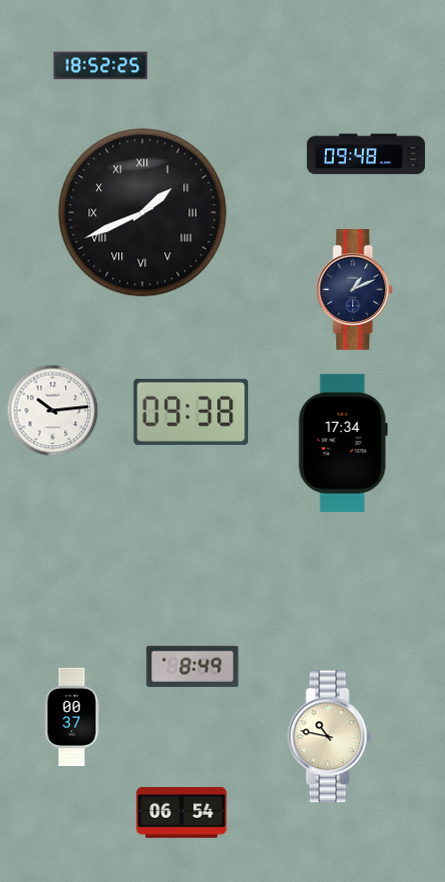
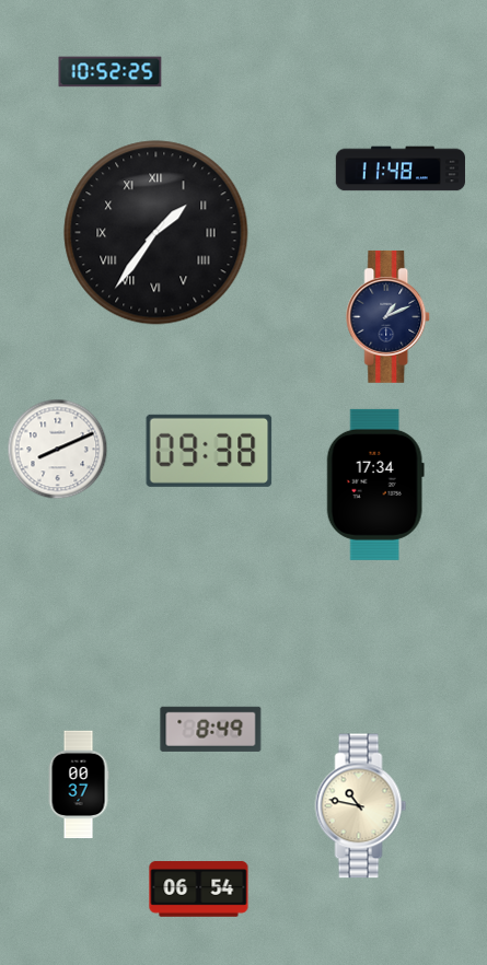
clock at (101, 66): 18:52 -> 10:52
clock at (366, 154): 09:48 -> 11:48
clock at (143, 213): 1:41 -> 1:36
clock at (53, 411): 10:14 -> 8:11
